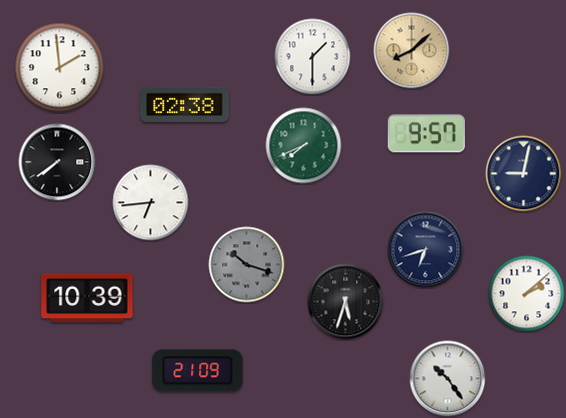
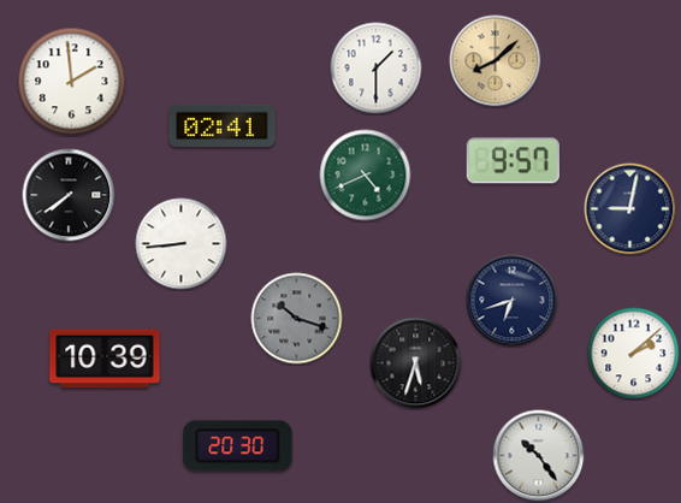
clock at (185, 104): 02:38 -> 02:41
clock at (304, 146): 7:41 -> 4:41
clock at (151, 203): 6:44 -> 8:44
clock at (198, 371): 21:09 -> 20:30
